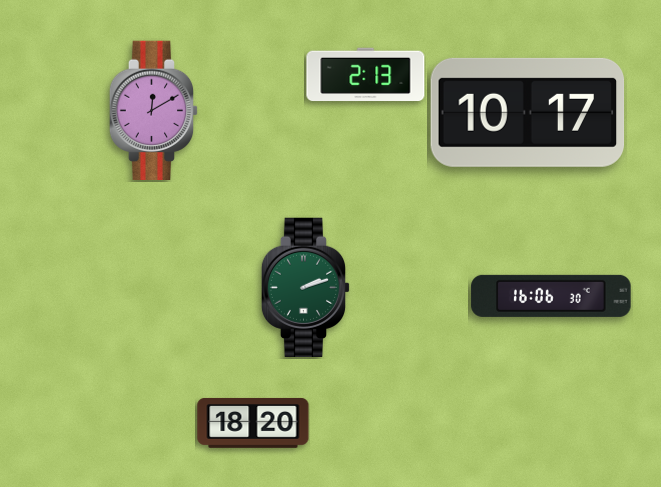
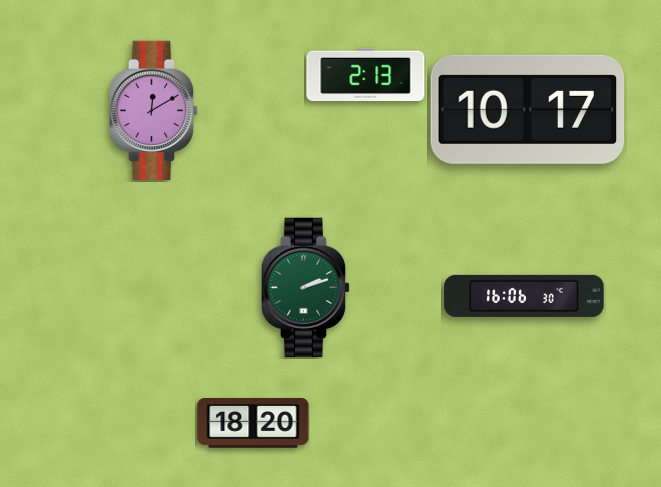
clock at (528, 112) position: (528, 112) -> (528, 109)
clock at (551, 296) position: (551, 296) -> (524, 296)
